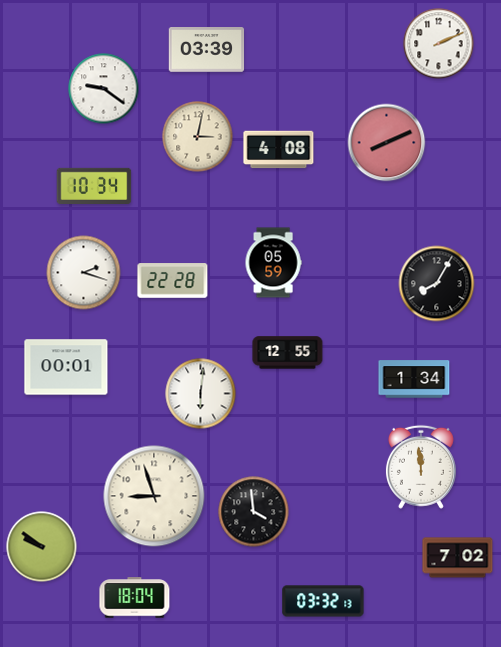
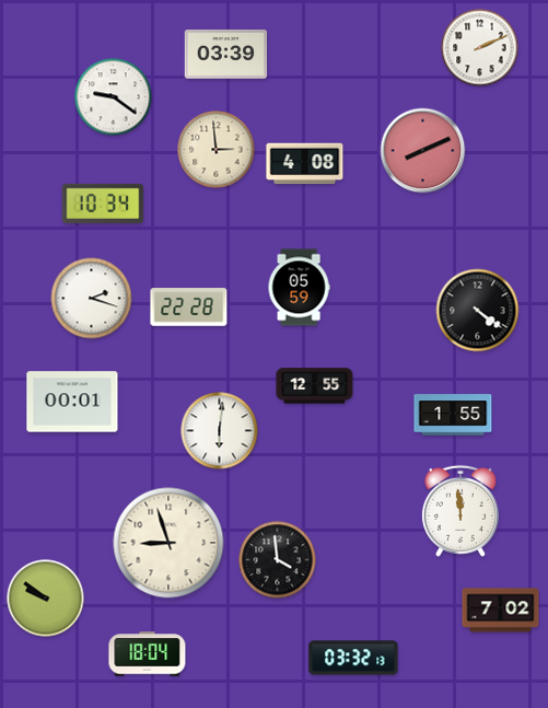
clock at (198, 137): 3:02 -> 2:59
clock at (387, 143) position: (387, 143) -> (423, 151)
clock at (437, 284): 8:05 -> 4:21
clock at (414, 379): 1:34 -> 1:55
